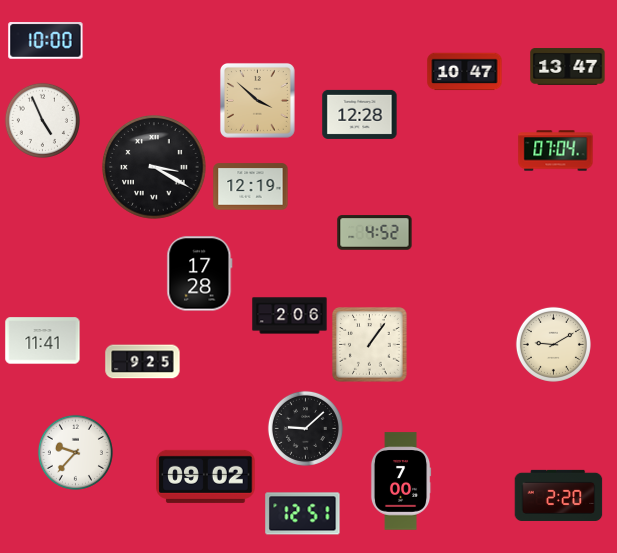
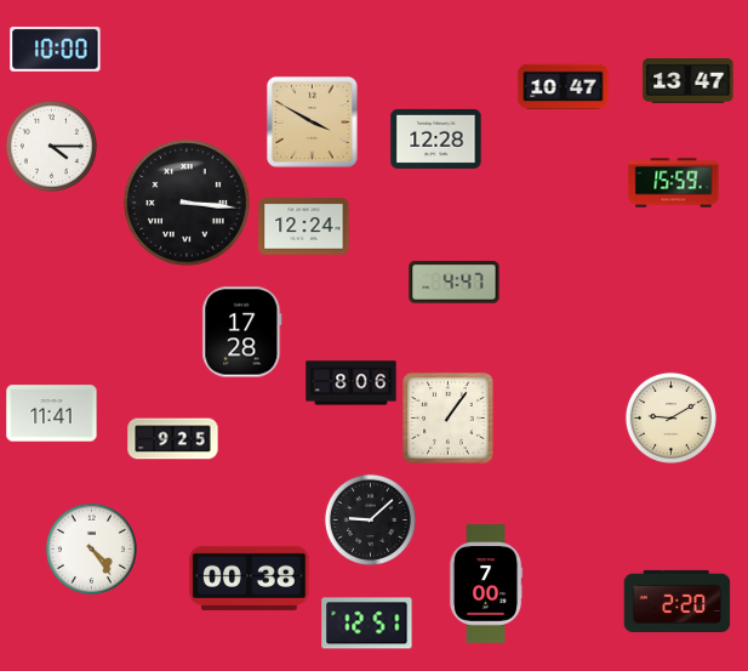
clock at (257, 100): 3:52 -> 3:50
clock at (42, 120): 4:56 -> 4:15
clock at (556, 151): 07:04 -> 15:59
clock at (154, 167): 3:20 -> 3:16
clock at (251, 187): 12:19 -> 12:24
clock at (375, 233): 4:52 -> 4:47
clock at (290, 316): 2:06 -> 8:06
clock at (75, 452): 9:37 -> 4:24
clock at (206, 476): 09:02 -> 00:38
